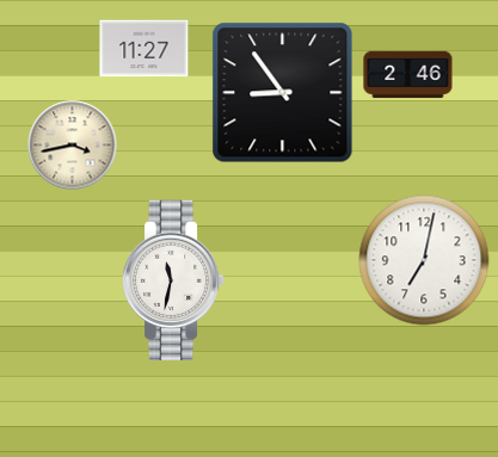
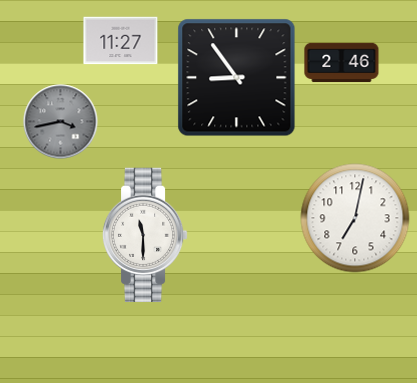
clock at (73, 146) dial: cream -> grey
clock at (173, 279): 11:32 -> 11:30
